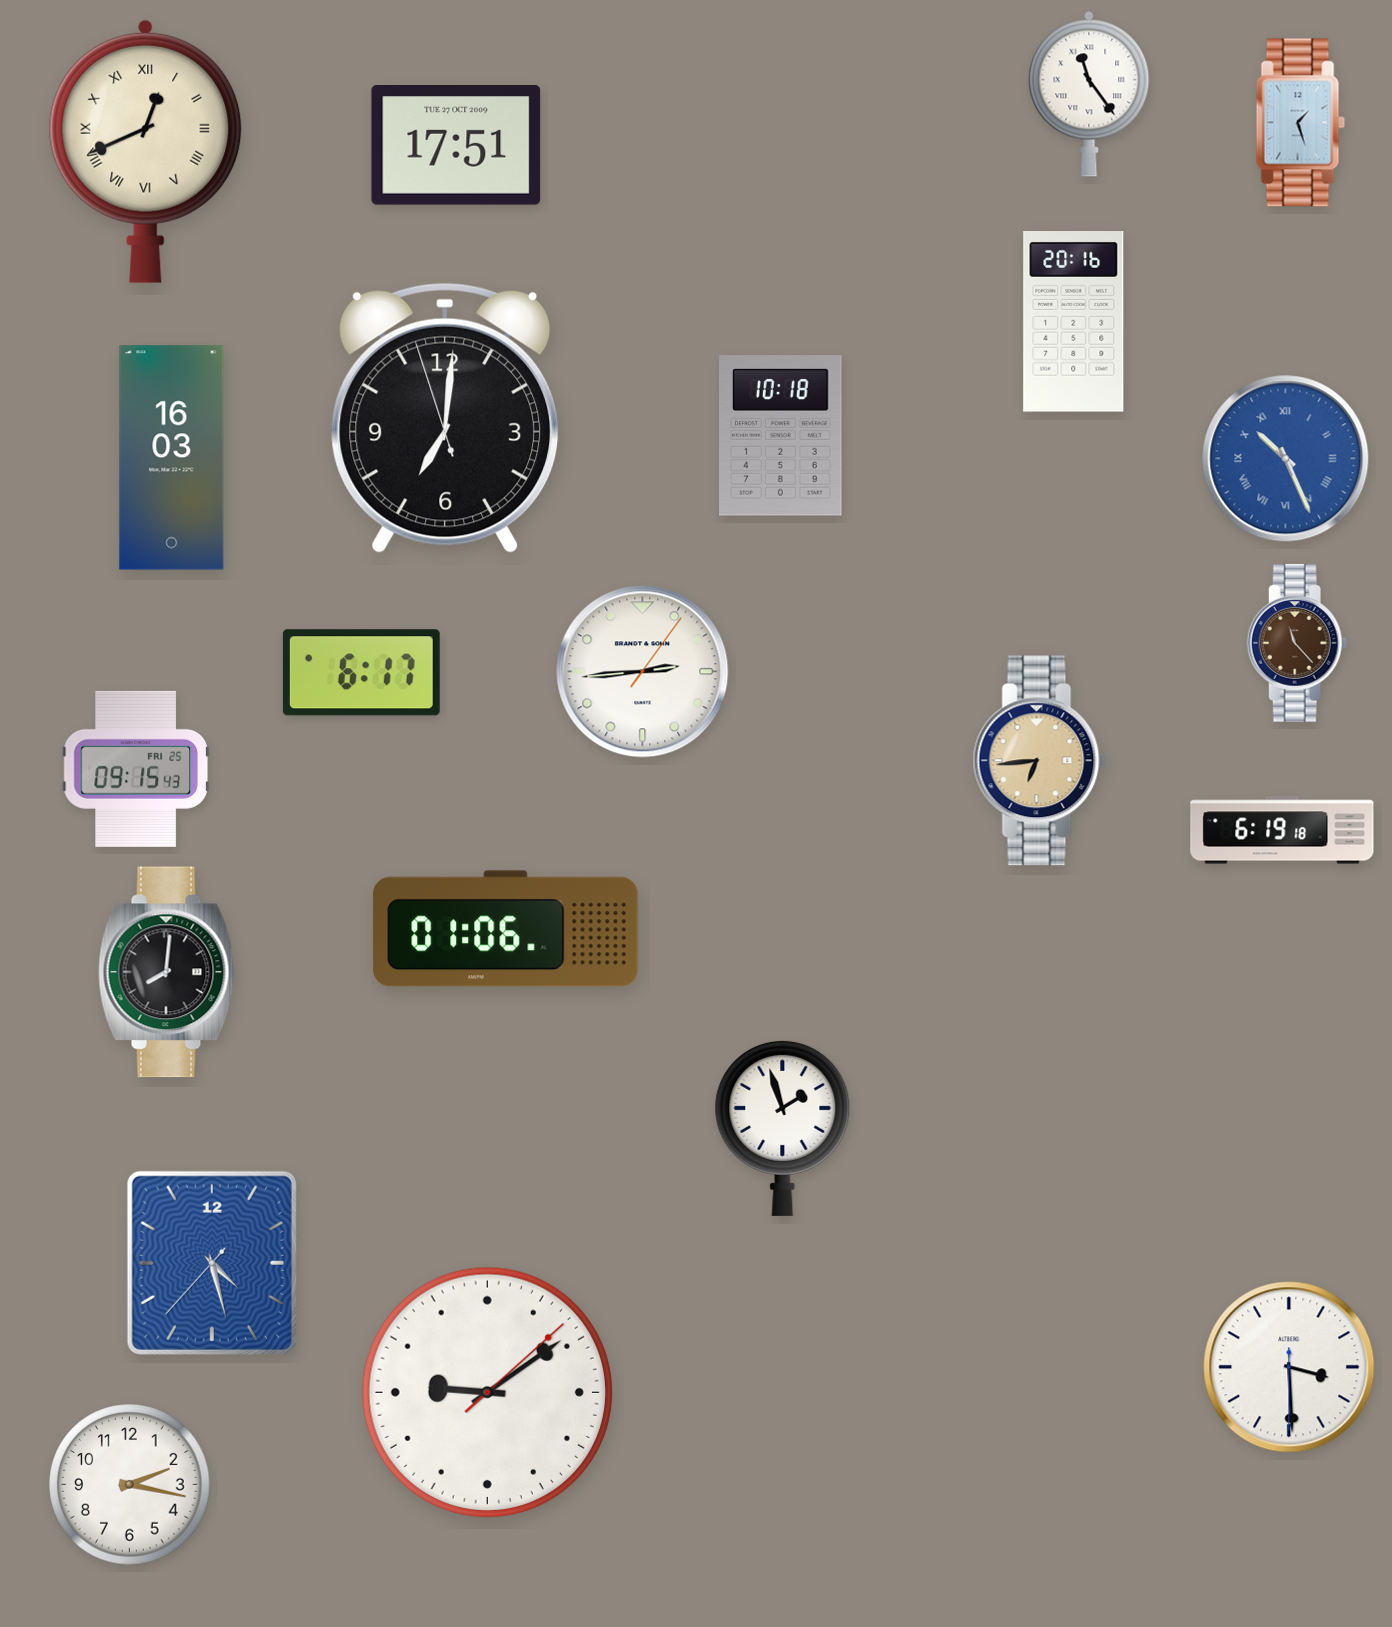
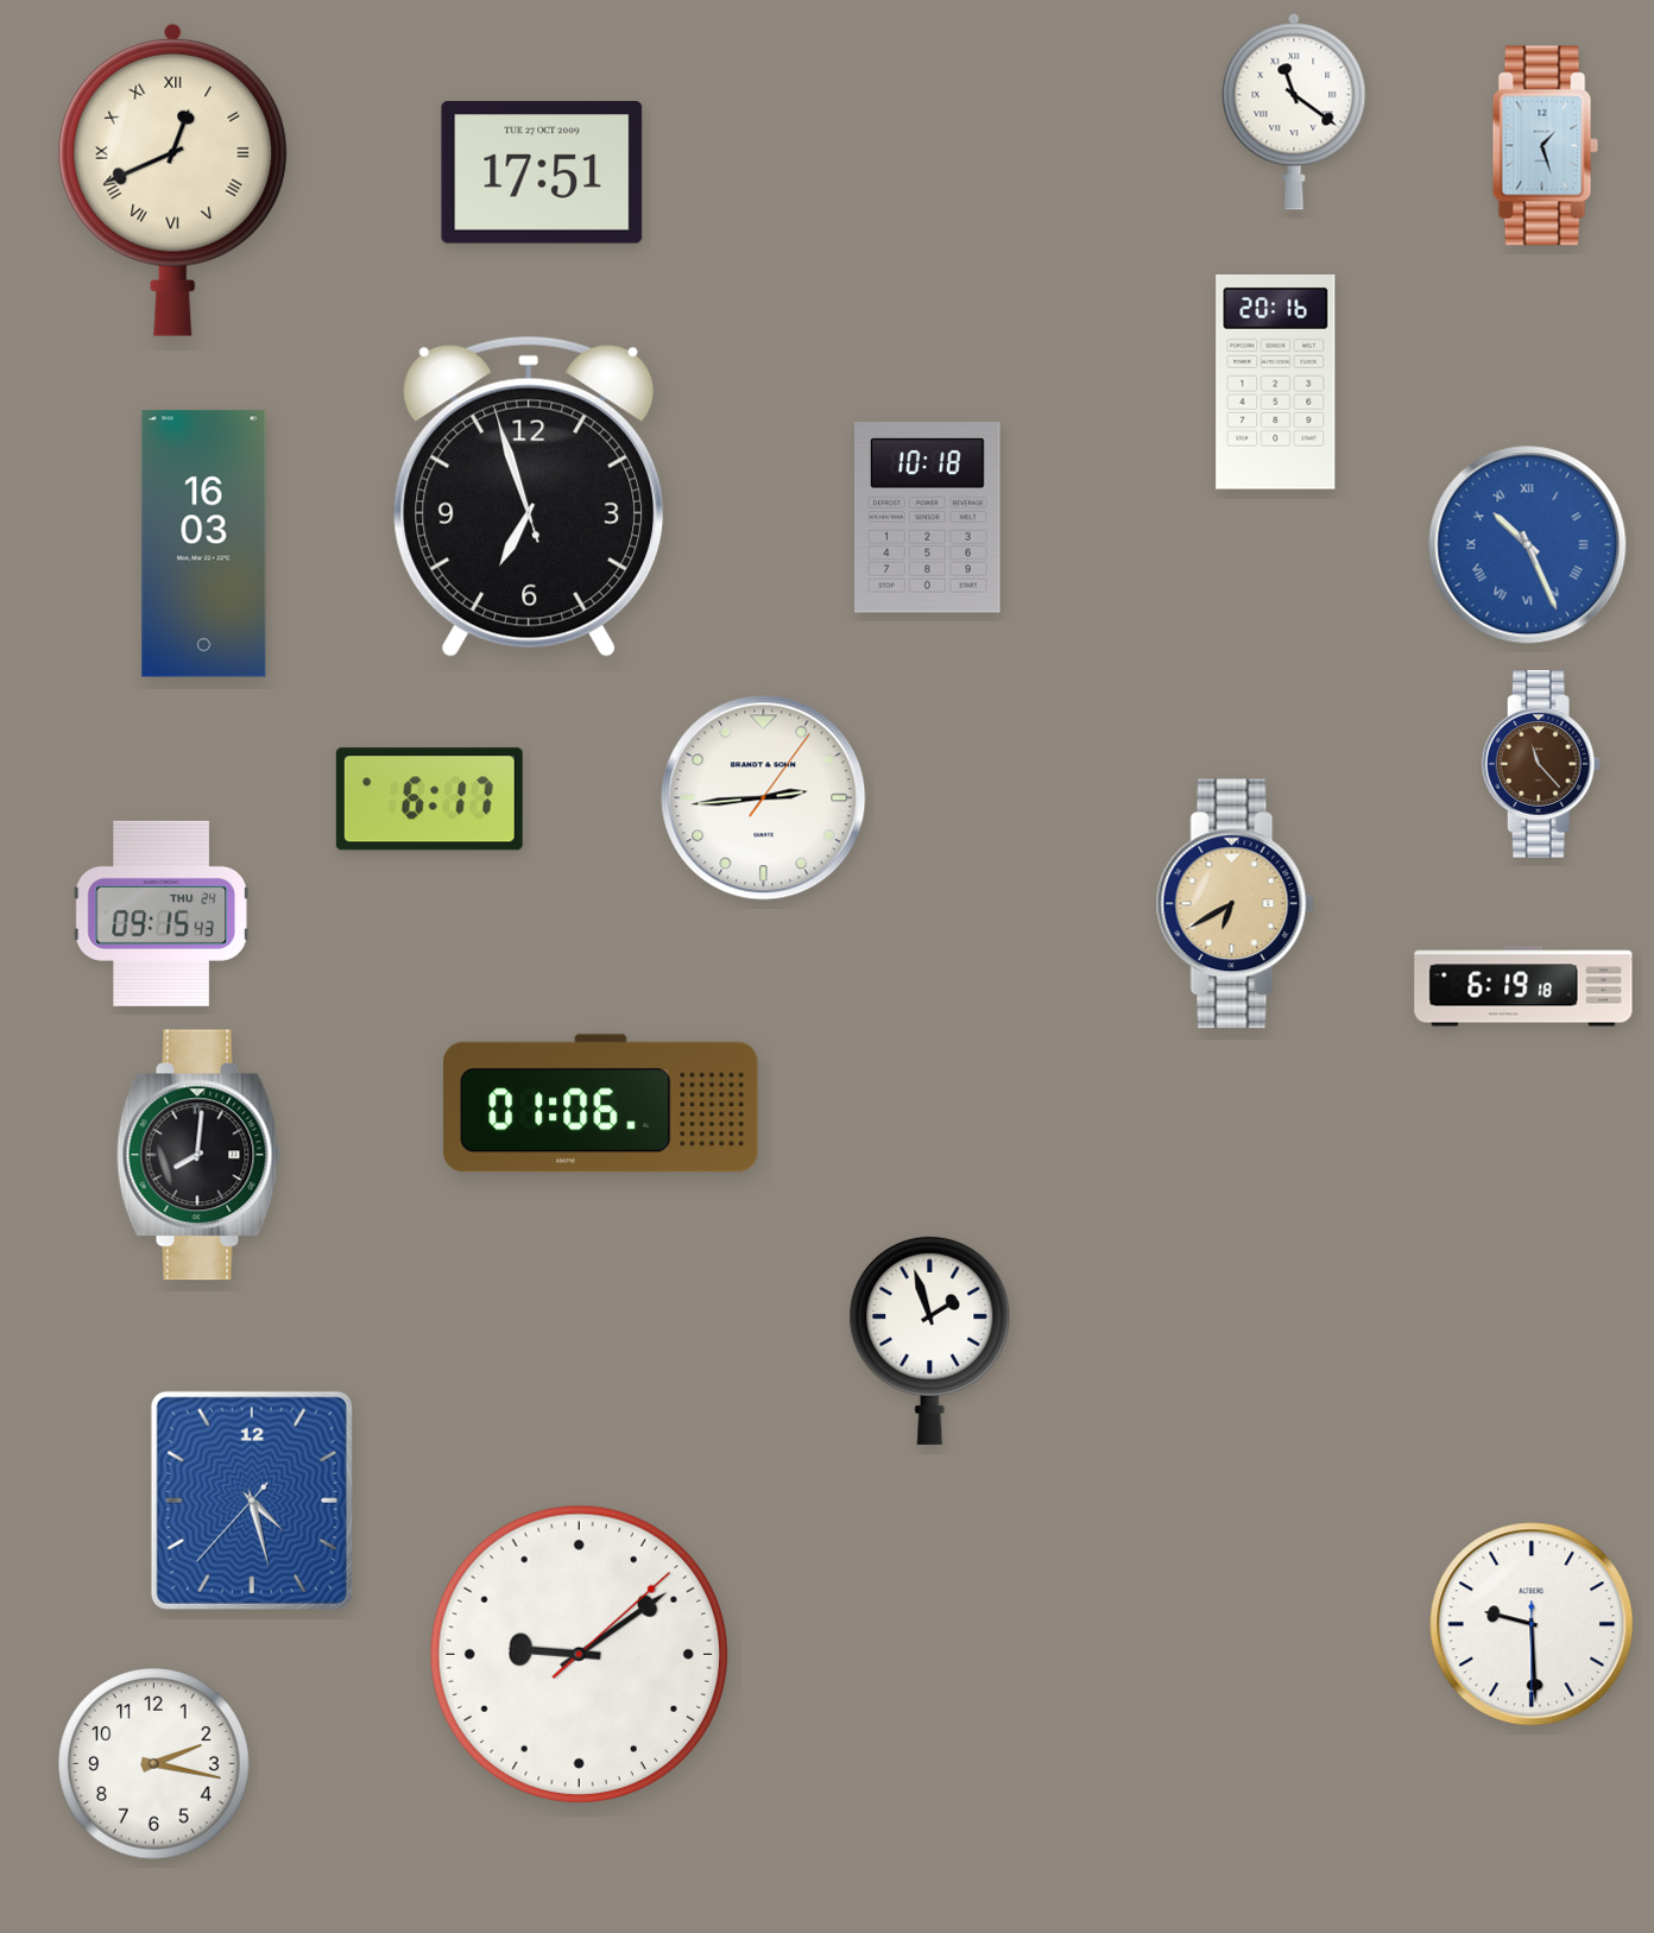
clock at (1089, 94): 11:24 -> 11:21
clock at (445, 418): 7:00 -> 6:56
clock at (1039, 761): 6:44 -> 6:40
clock at (135, 769) date: FRI 25 -> THU 24
clock at (1289, 1367): 3:29 -> 9:29
